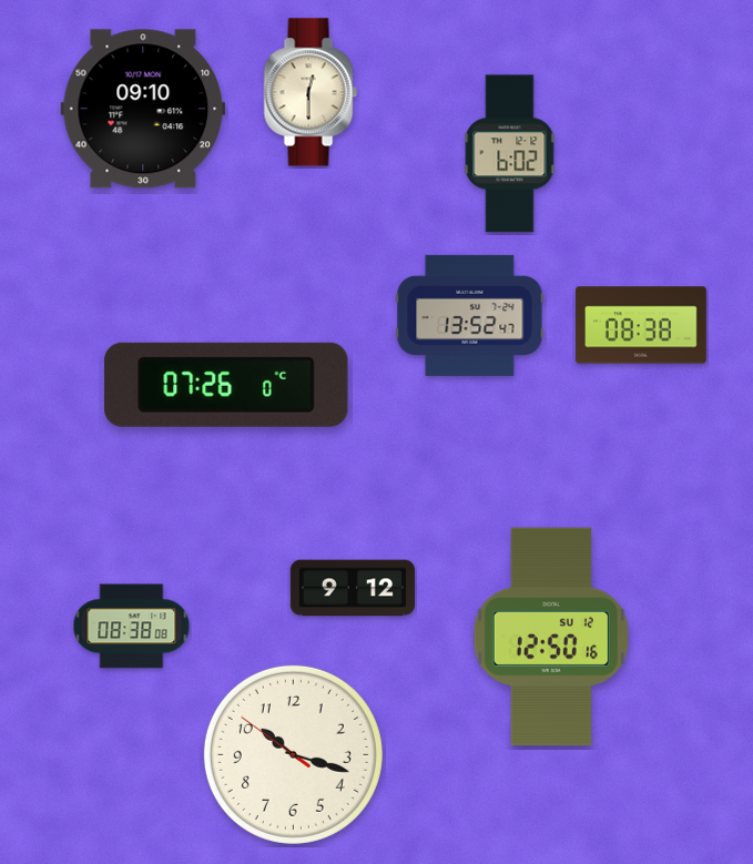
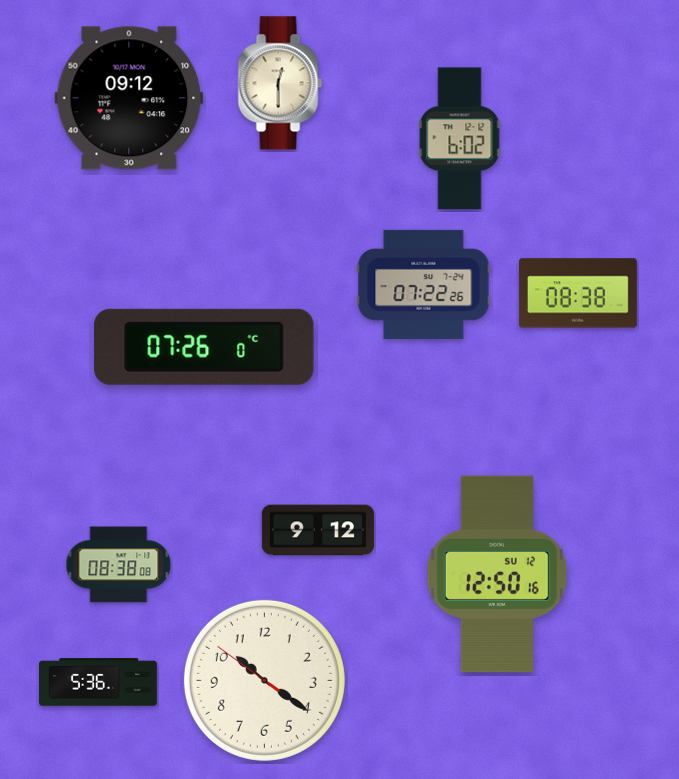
clock at (143, 109): 09:10 -> 09:12
clock at (470, 315): 13:52 -> 07:22
clock at (293, 754): 10:17 -> 10:20
clock at (98, 682): none -> 5:36
